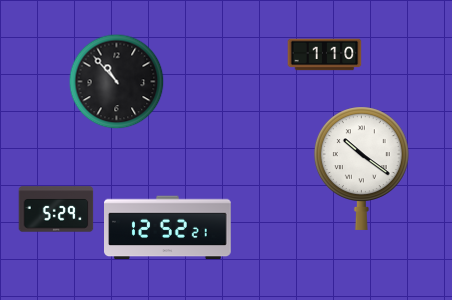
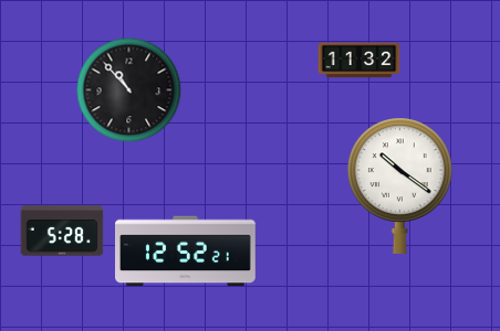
clock at (325, 55): 1:10 -> 11:32
clock at (56, 209): 5:29 -> 5:28
